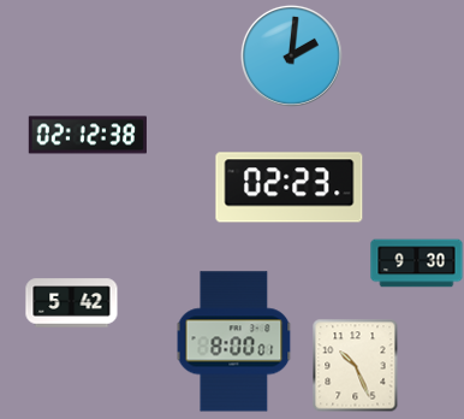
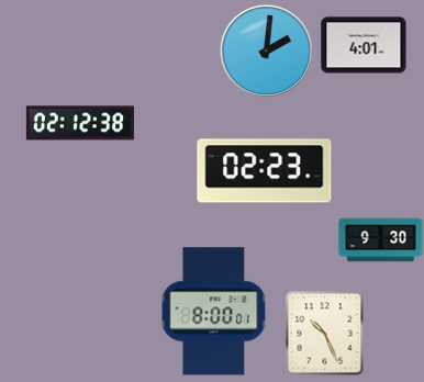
clock at (364, 45): none -> 4:01
clock at (72, 303): 5:42 -> none
